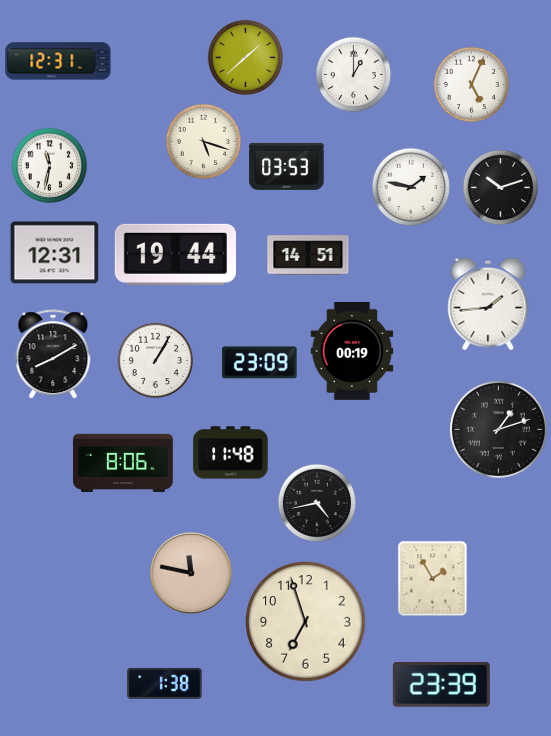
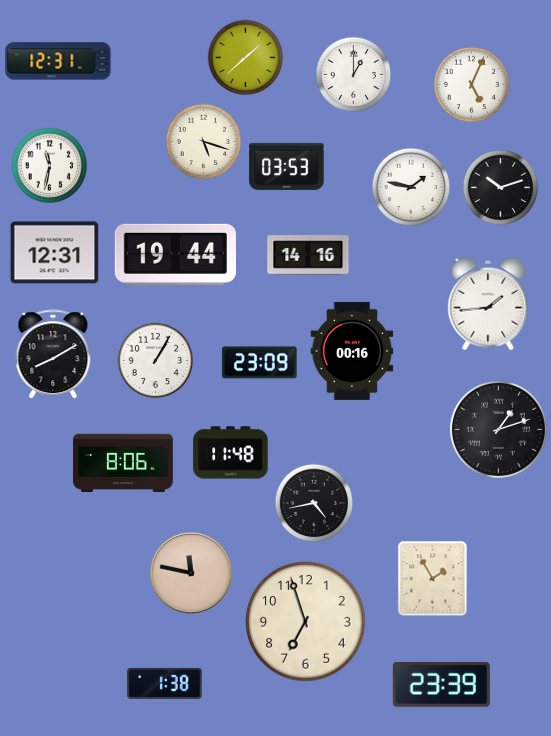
clock at (308, 255): 14:51 -> 14:16
clock at (352, 351): 00:19 -> 00:16
clock at (316, 502) position: (316, 502) -> (313, 502)
